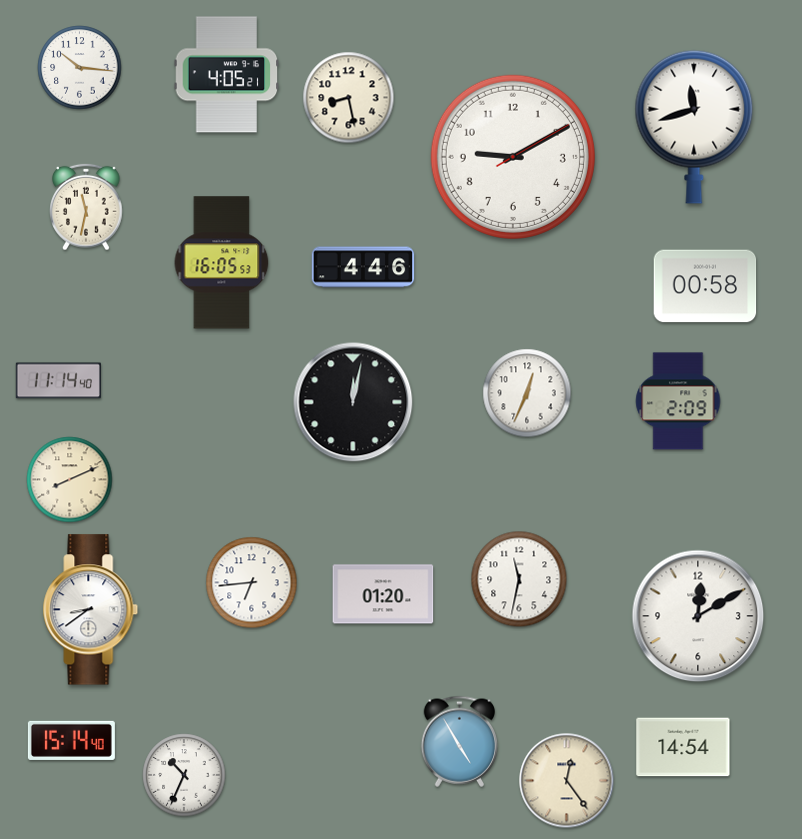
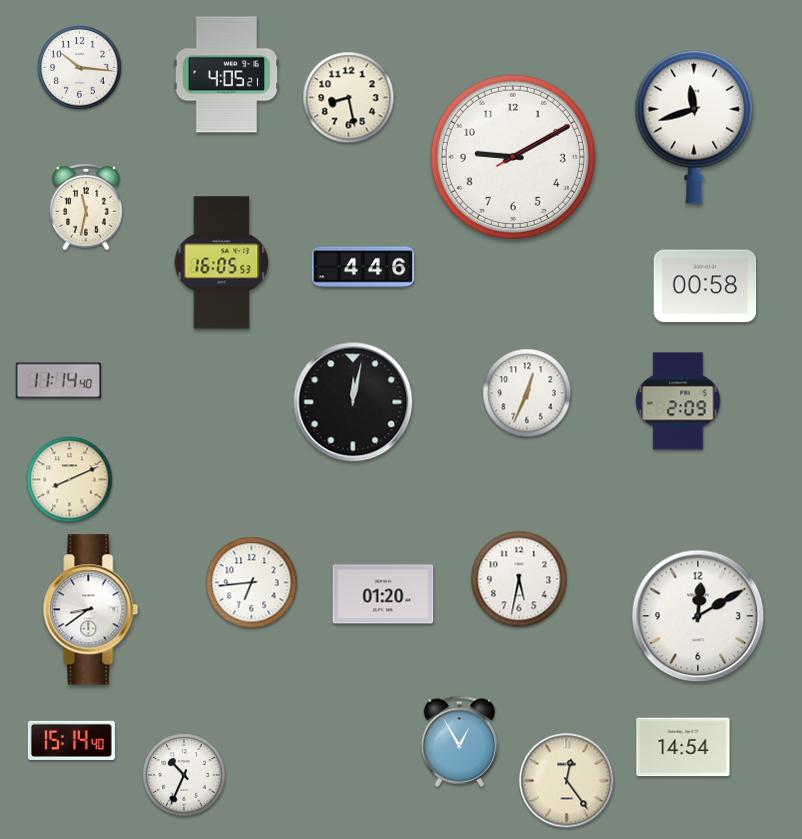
clock at (519, 579): 11:32 -> 5:32
clock at (460, 741): 4:55 -> 12:55
